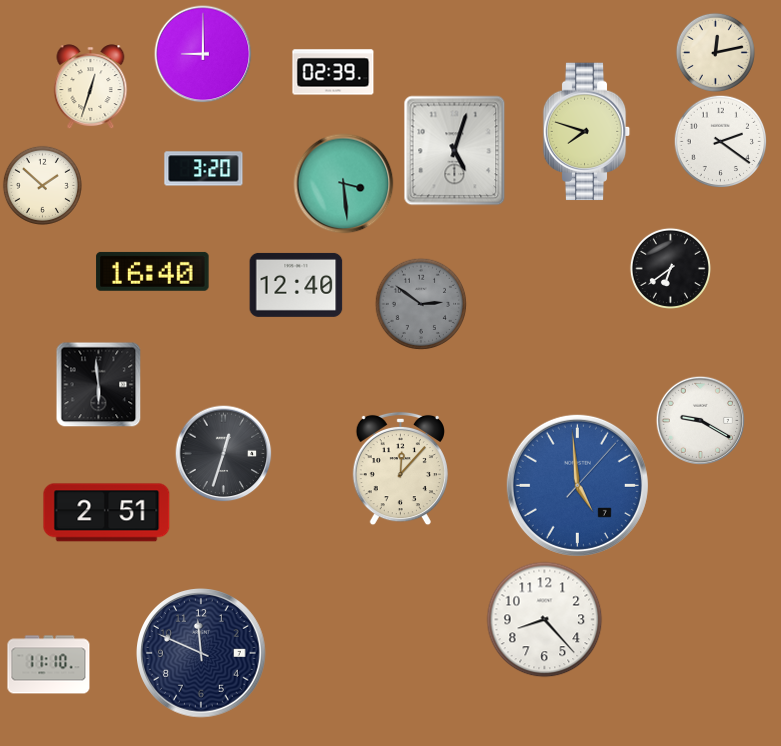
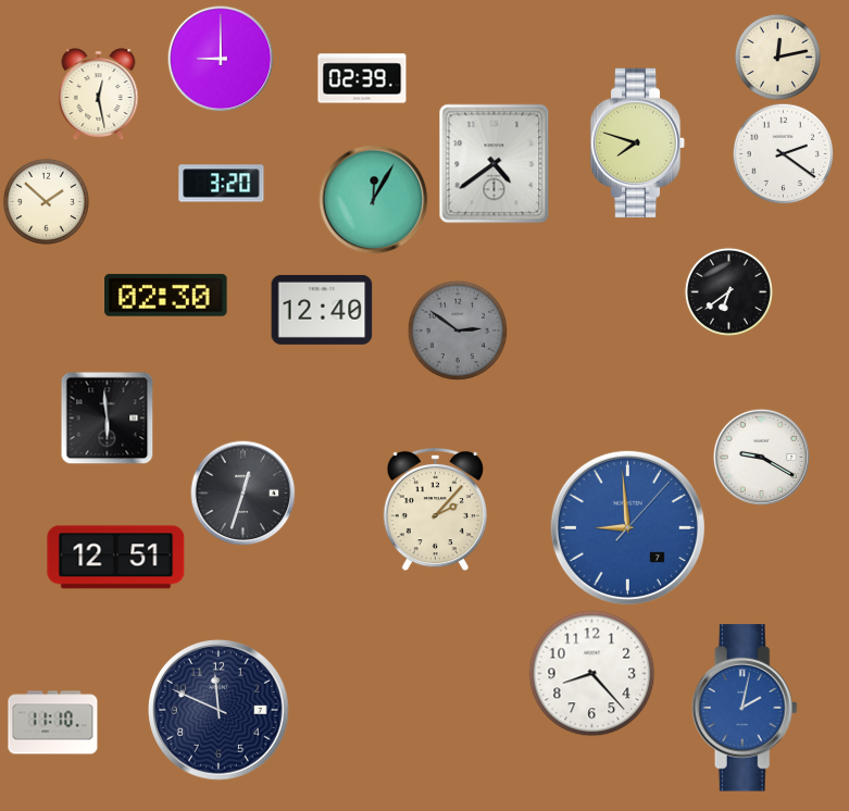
clock at (91, 87): 12:33 -> 12:28
clock at (455, 151): 5:03 -> 4:39
clock at (344, 184): 3:29 -> 12:05
clock at (153, 271): 16:40 -> 02:30
clock at (400, 469): 12:07 -> 2:07
clock at (577, 485): 4:59 -> 8:59
clock at (107, 513): 2:51 -> 12:51
clock at (745, 708): none -> 2:02
